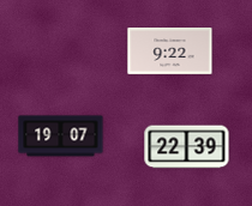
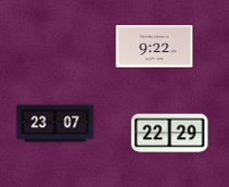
clock at (61, 137): 19:07 -> 23:07
clock at (187, 147): 22:39 -> 22:29
